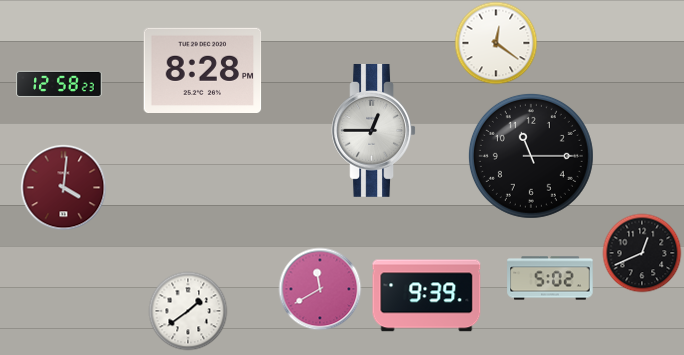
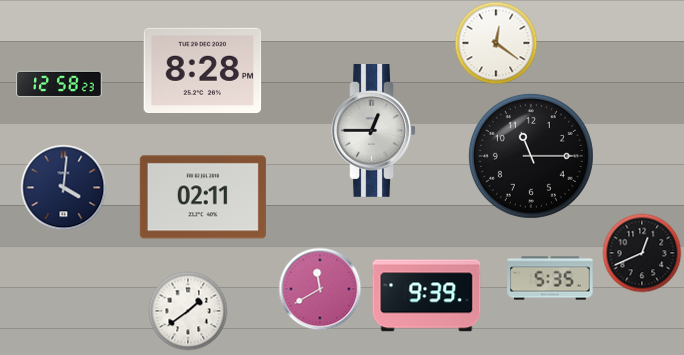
clock at (63, 187) dial: burgundy -> navy
clock at (203, 197): none -> 02:11
clock at (550, 278): 5:02 -> 5:35
